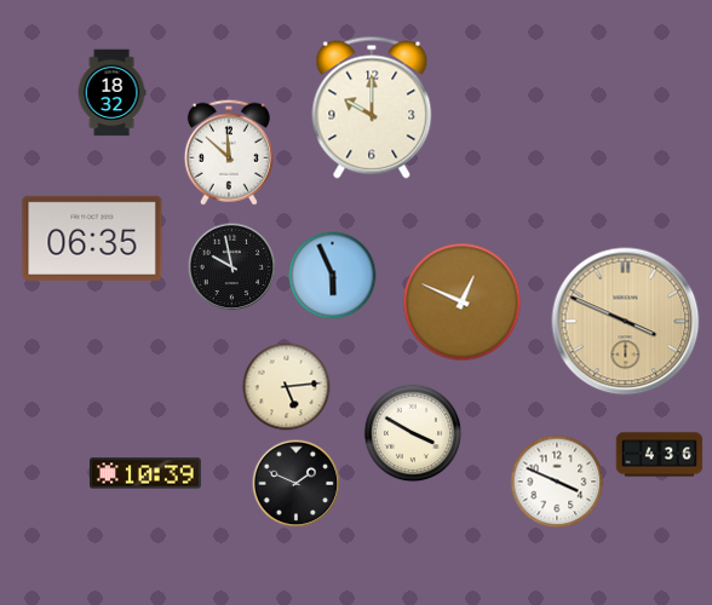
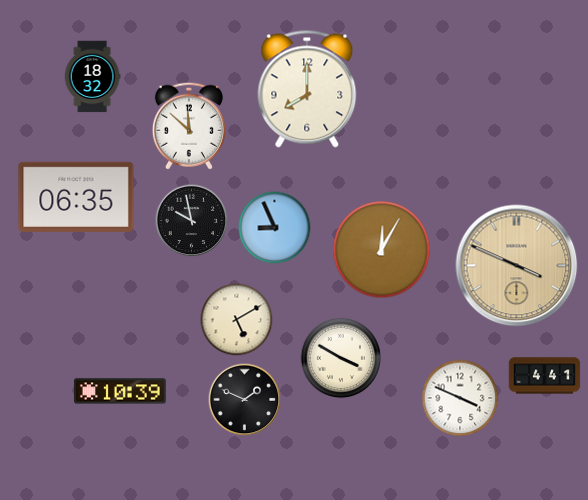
clock at (372, 108): 10:00 -> 8:00
clock at (333, 276): 5:56 -> 8:56
clock at (463, 302): 12:49 -> 12:05
clock at (287, 387): 5:14 -> 5:10
clock at (660, 455): 4:36 -> 4:41
